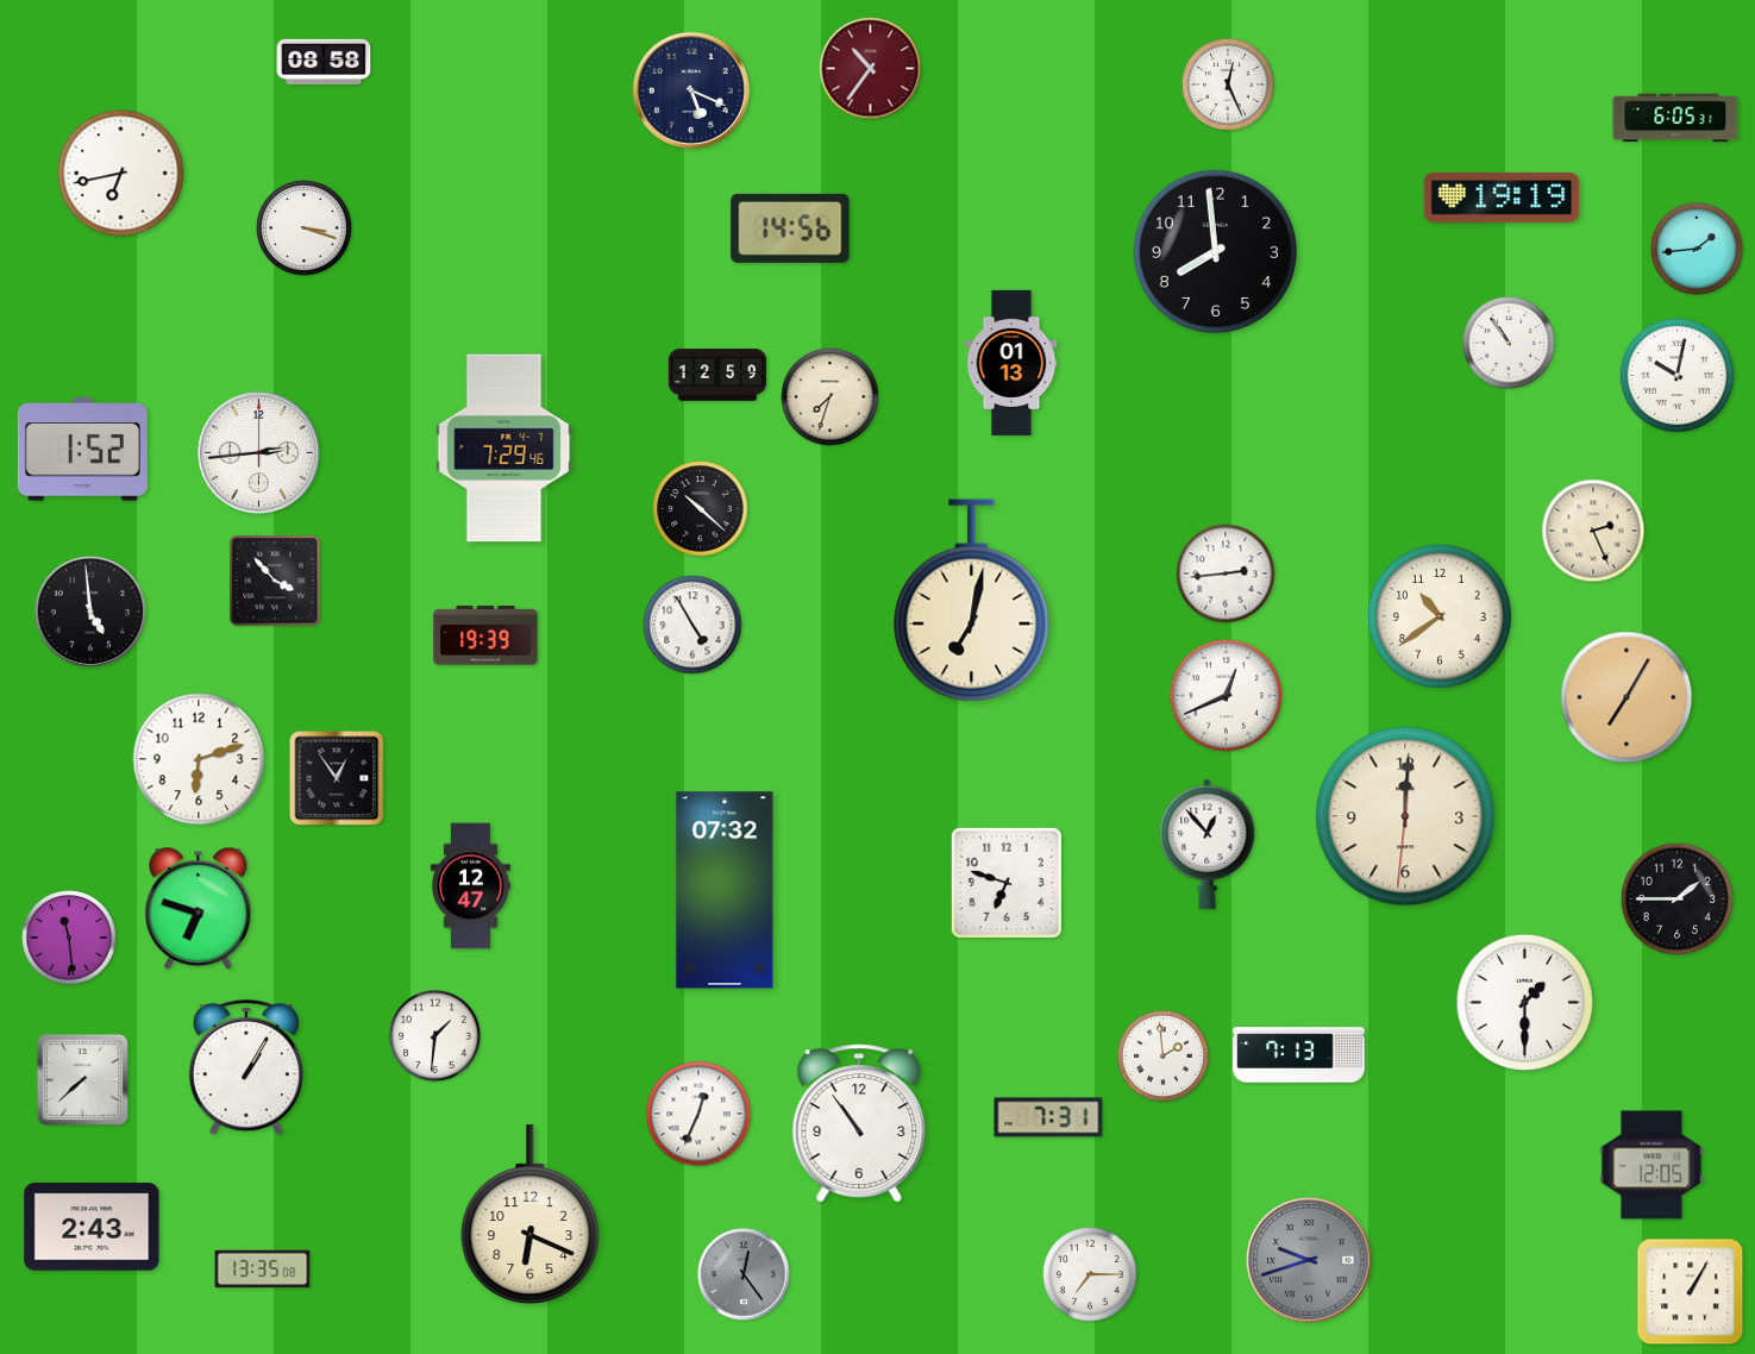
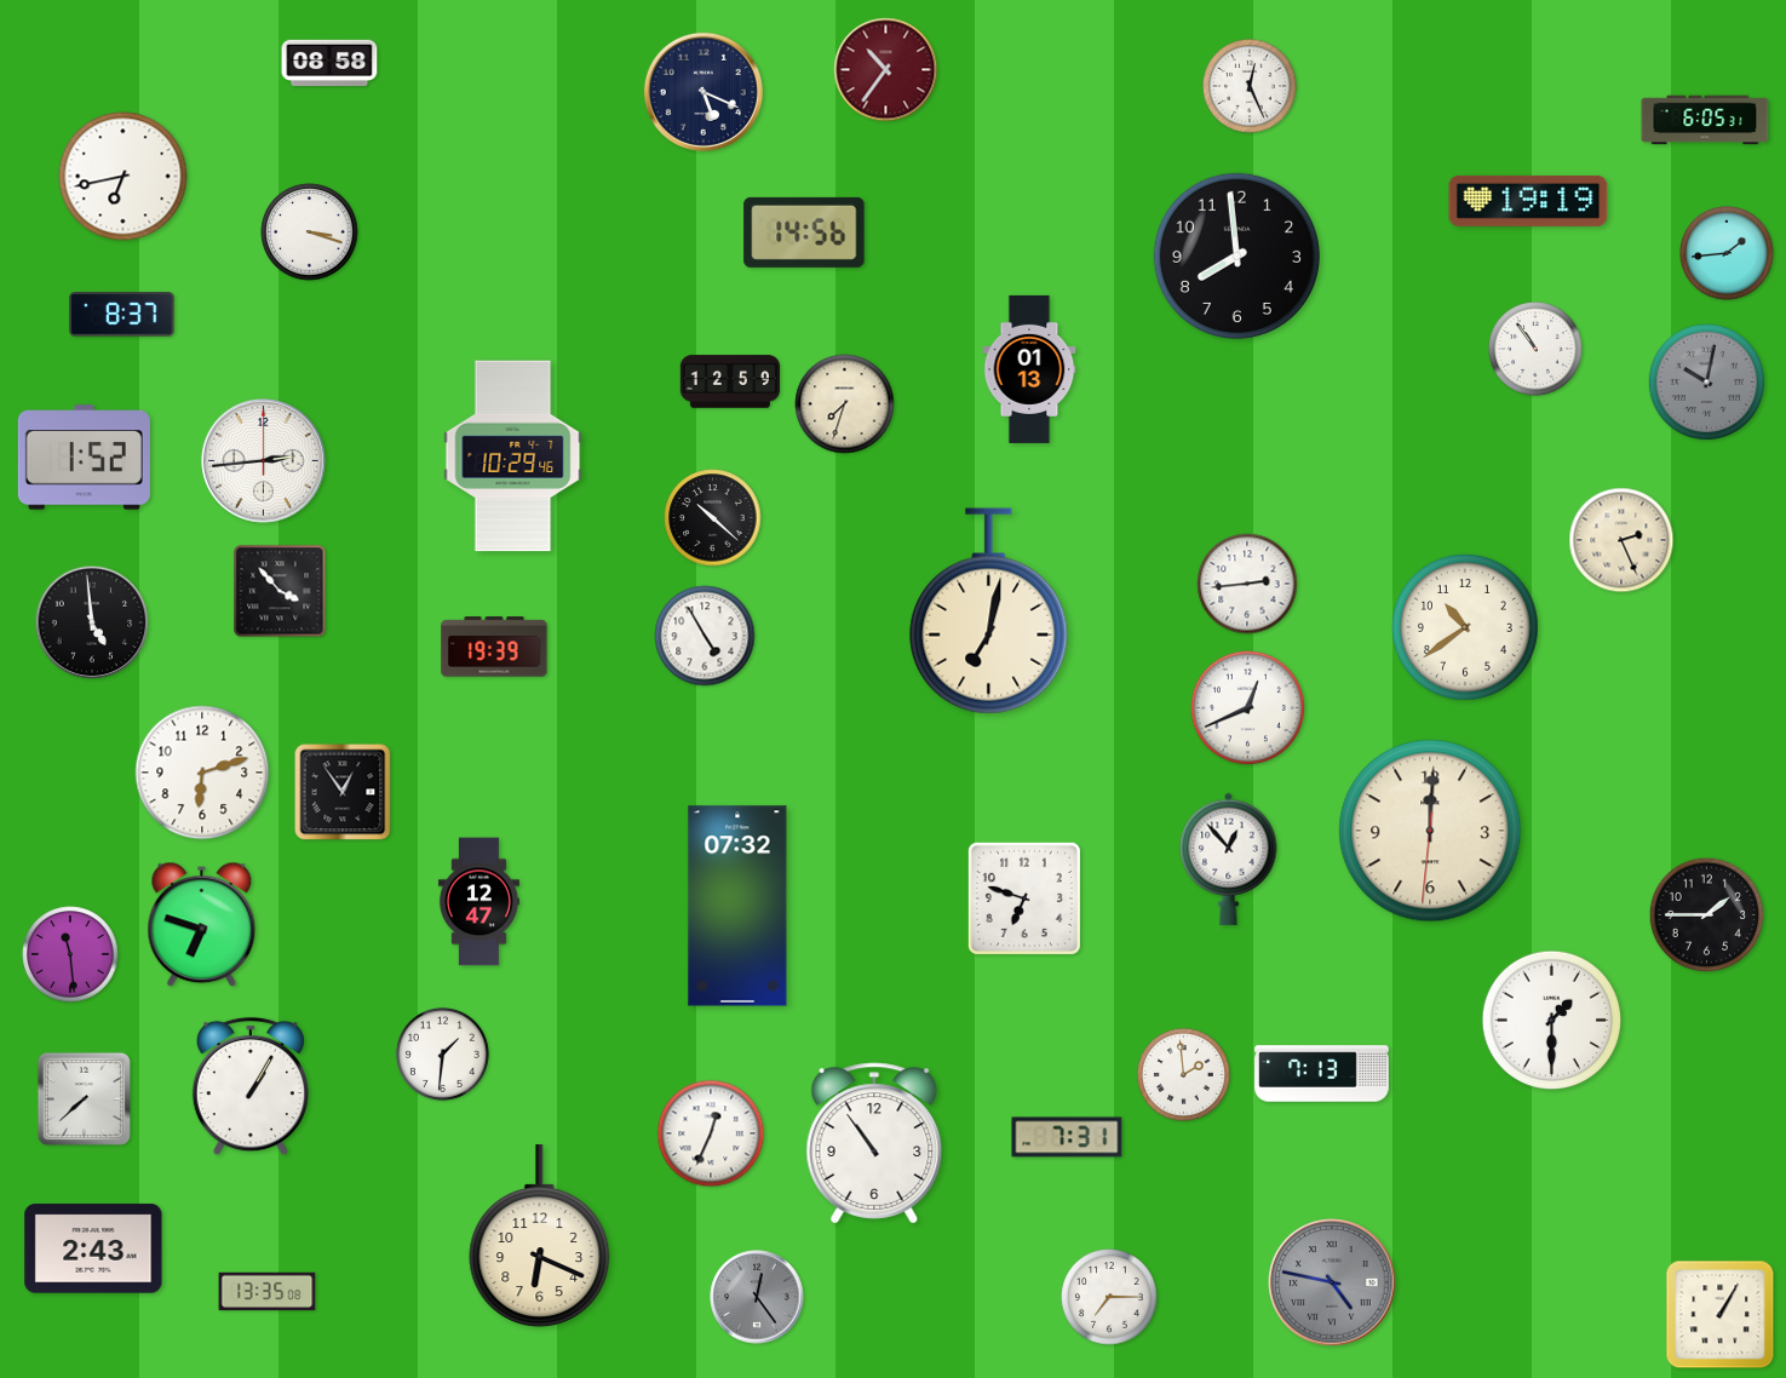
clock at (122, 315): none -> 8:37
clock at (1676, 375) dial: white -> grey
clock at (504, 449): 7:29 -> 10:29
clock at (1626, 697): 7:05 -> none
clock at (1651, 1165): 12:05 -> none
clock at (1309, 1260): 9:42 -> 4:47
